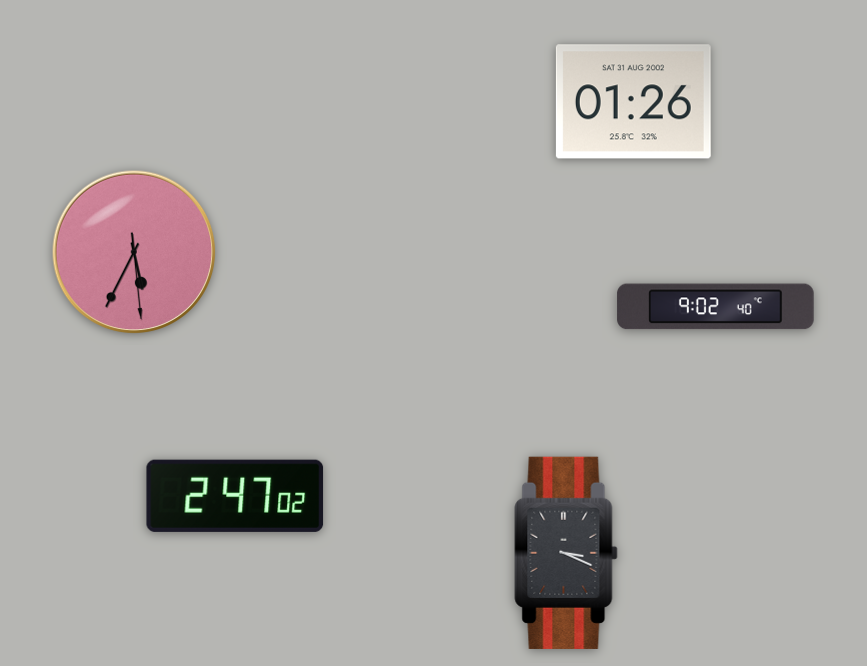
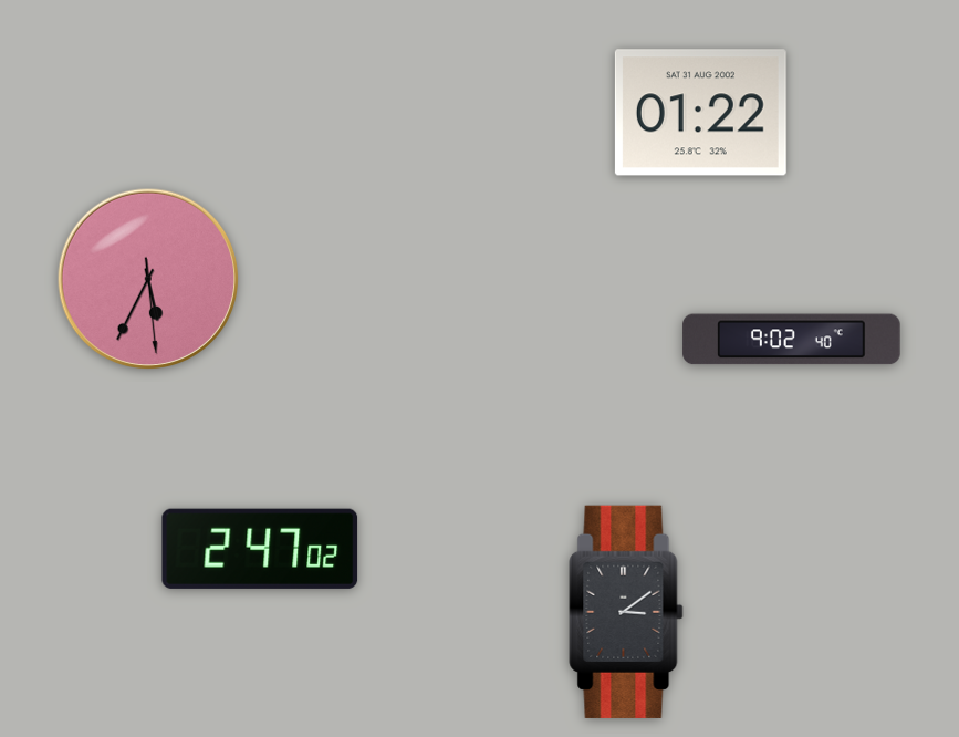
clock at (633, 102): 01:26 -> 01:22
clock at (566, 553): 3:19 -> 3:09
